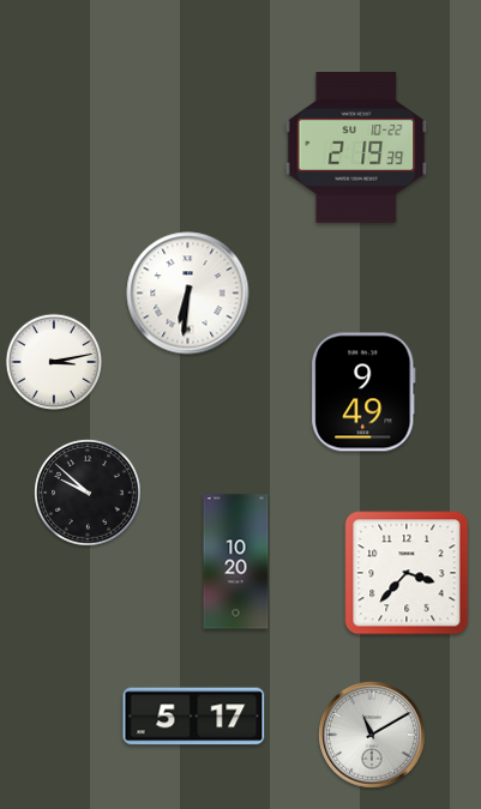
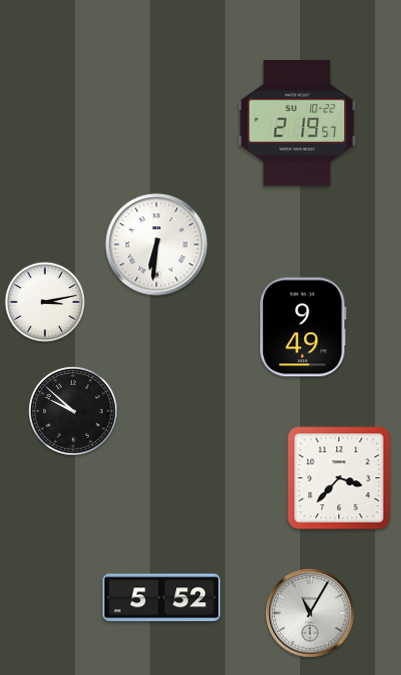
clock at (356, 149): 2:19:39 -> 2:19:57
clock at (236, 562): 10:20 -> none
clock at (194, 717): 5:17 -> 5:52
clock at (372, 735): 11:10 -> 11:05
